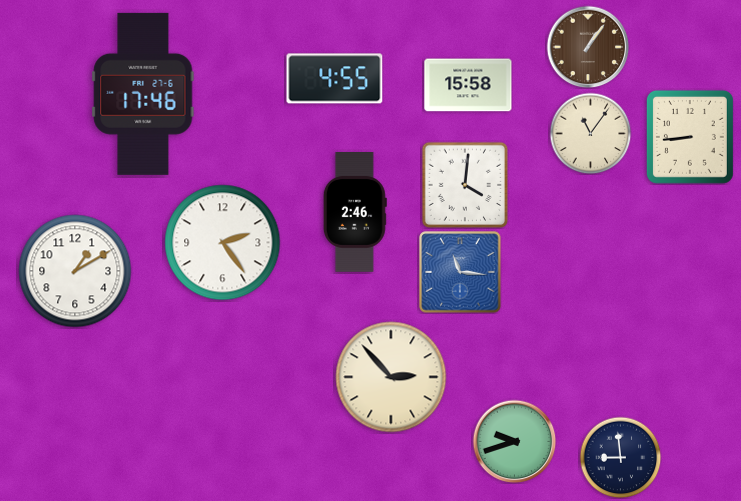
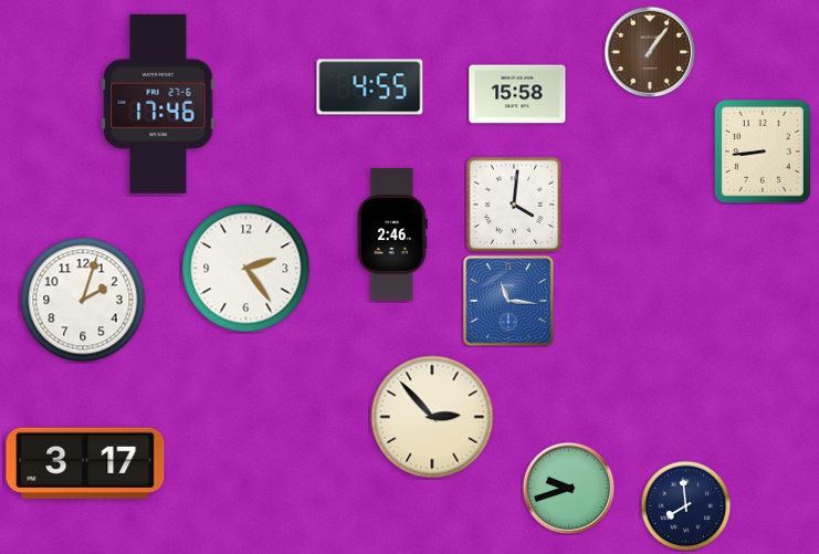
clock at (590, 133): 11:06 -> none
clock at (75, 271): 1:10 -> 2:03
clock at (85, 463): none -> 3:17
clock at (620, 457): 8:59 -> 7:59
